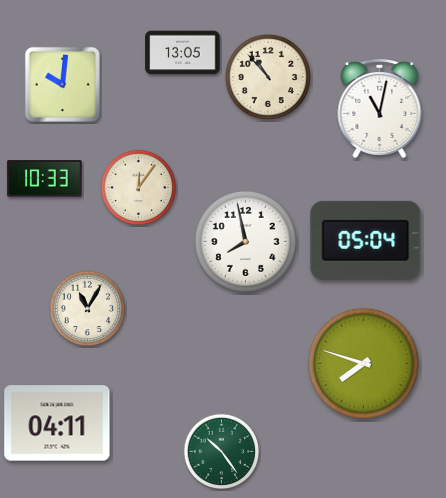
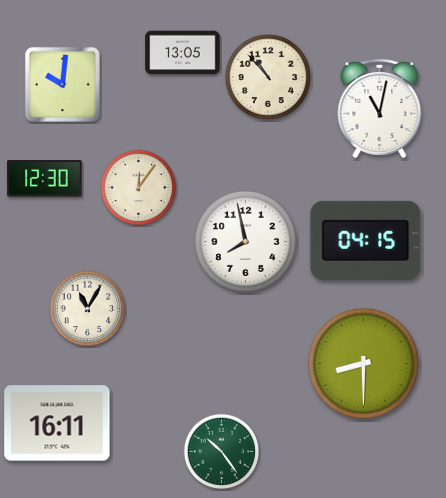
clock at (45, 179): 10:33 -> 12:30
clock at (366, 240): 05:04 -> 04:15
clock at (363, 363): 7:48 -> 8:30
clock at (57, 423): 04:11 -> 16:11
